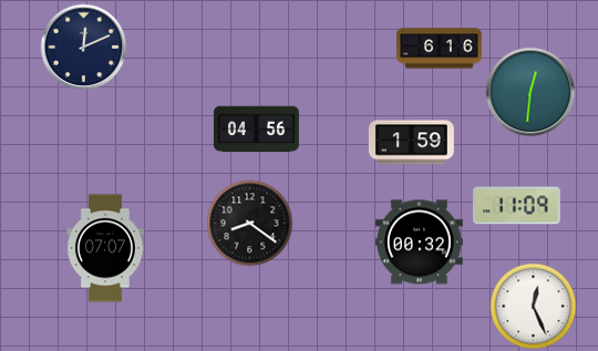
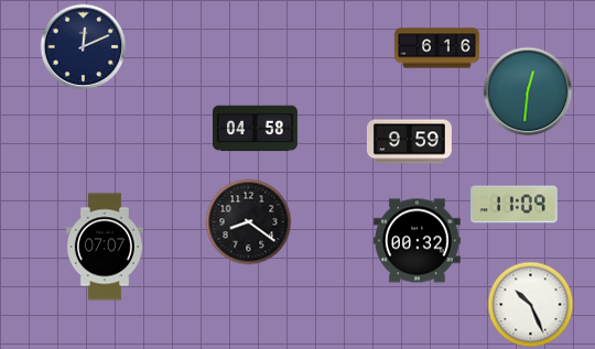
clock at (256, 130): 04:56 -> 04:58
clock at (411, 143): 1:59 -> 9:59
clock at (533, 306): 12:26 -> 10:26
